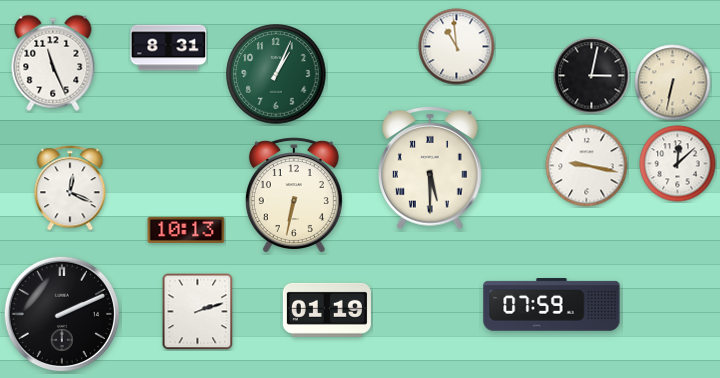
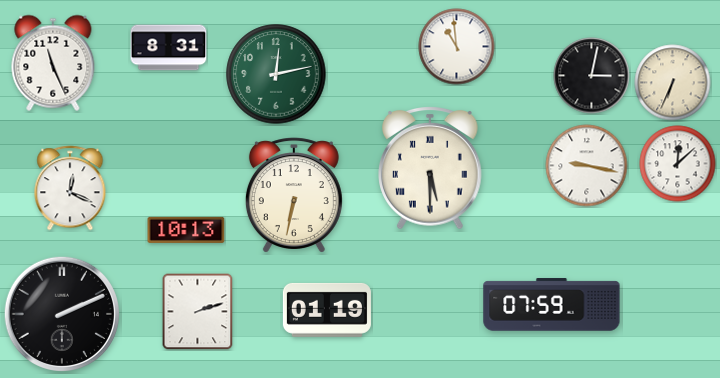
clock at (276, 74): 1:04 -> 12:13
clock at (673, 83): 6:32 -> 6:34
